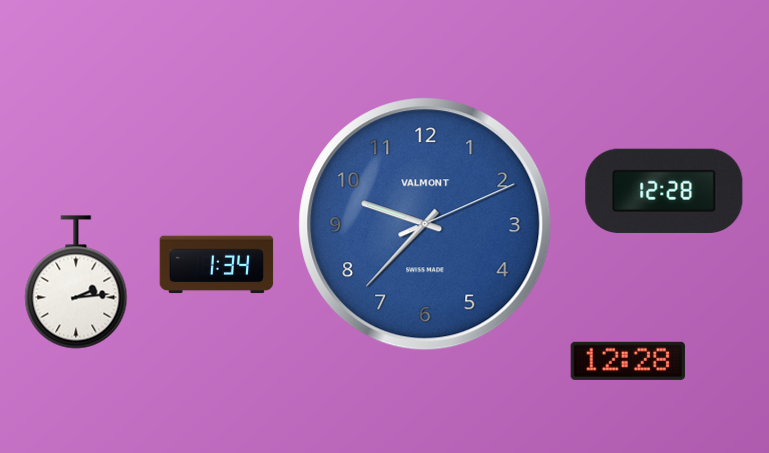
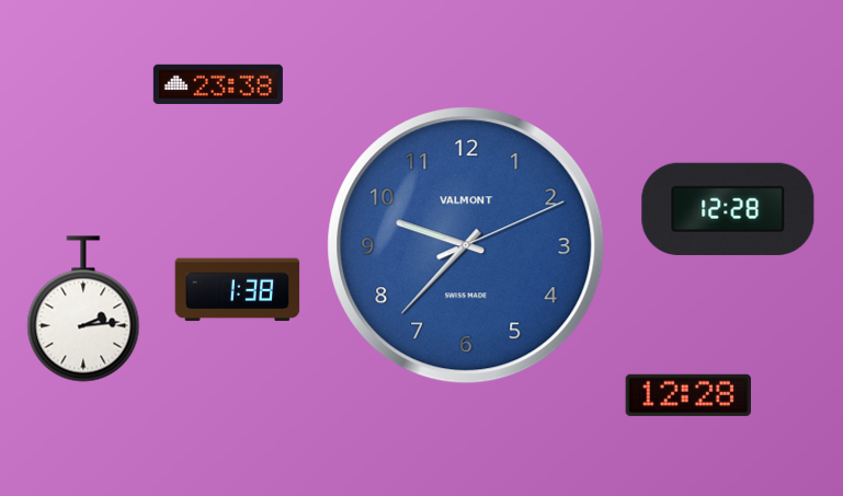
clock at (218, 84): none -> 23:38
clock at (217, 265): 1:34 -> 1:38
